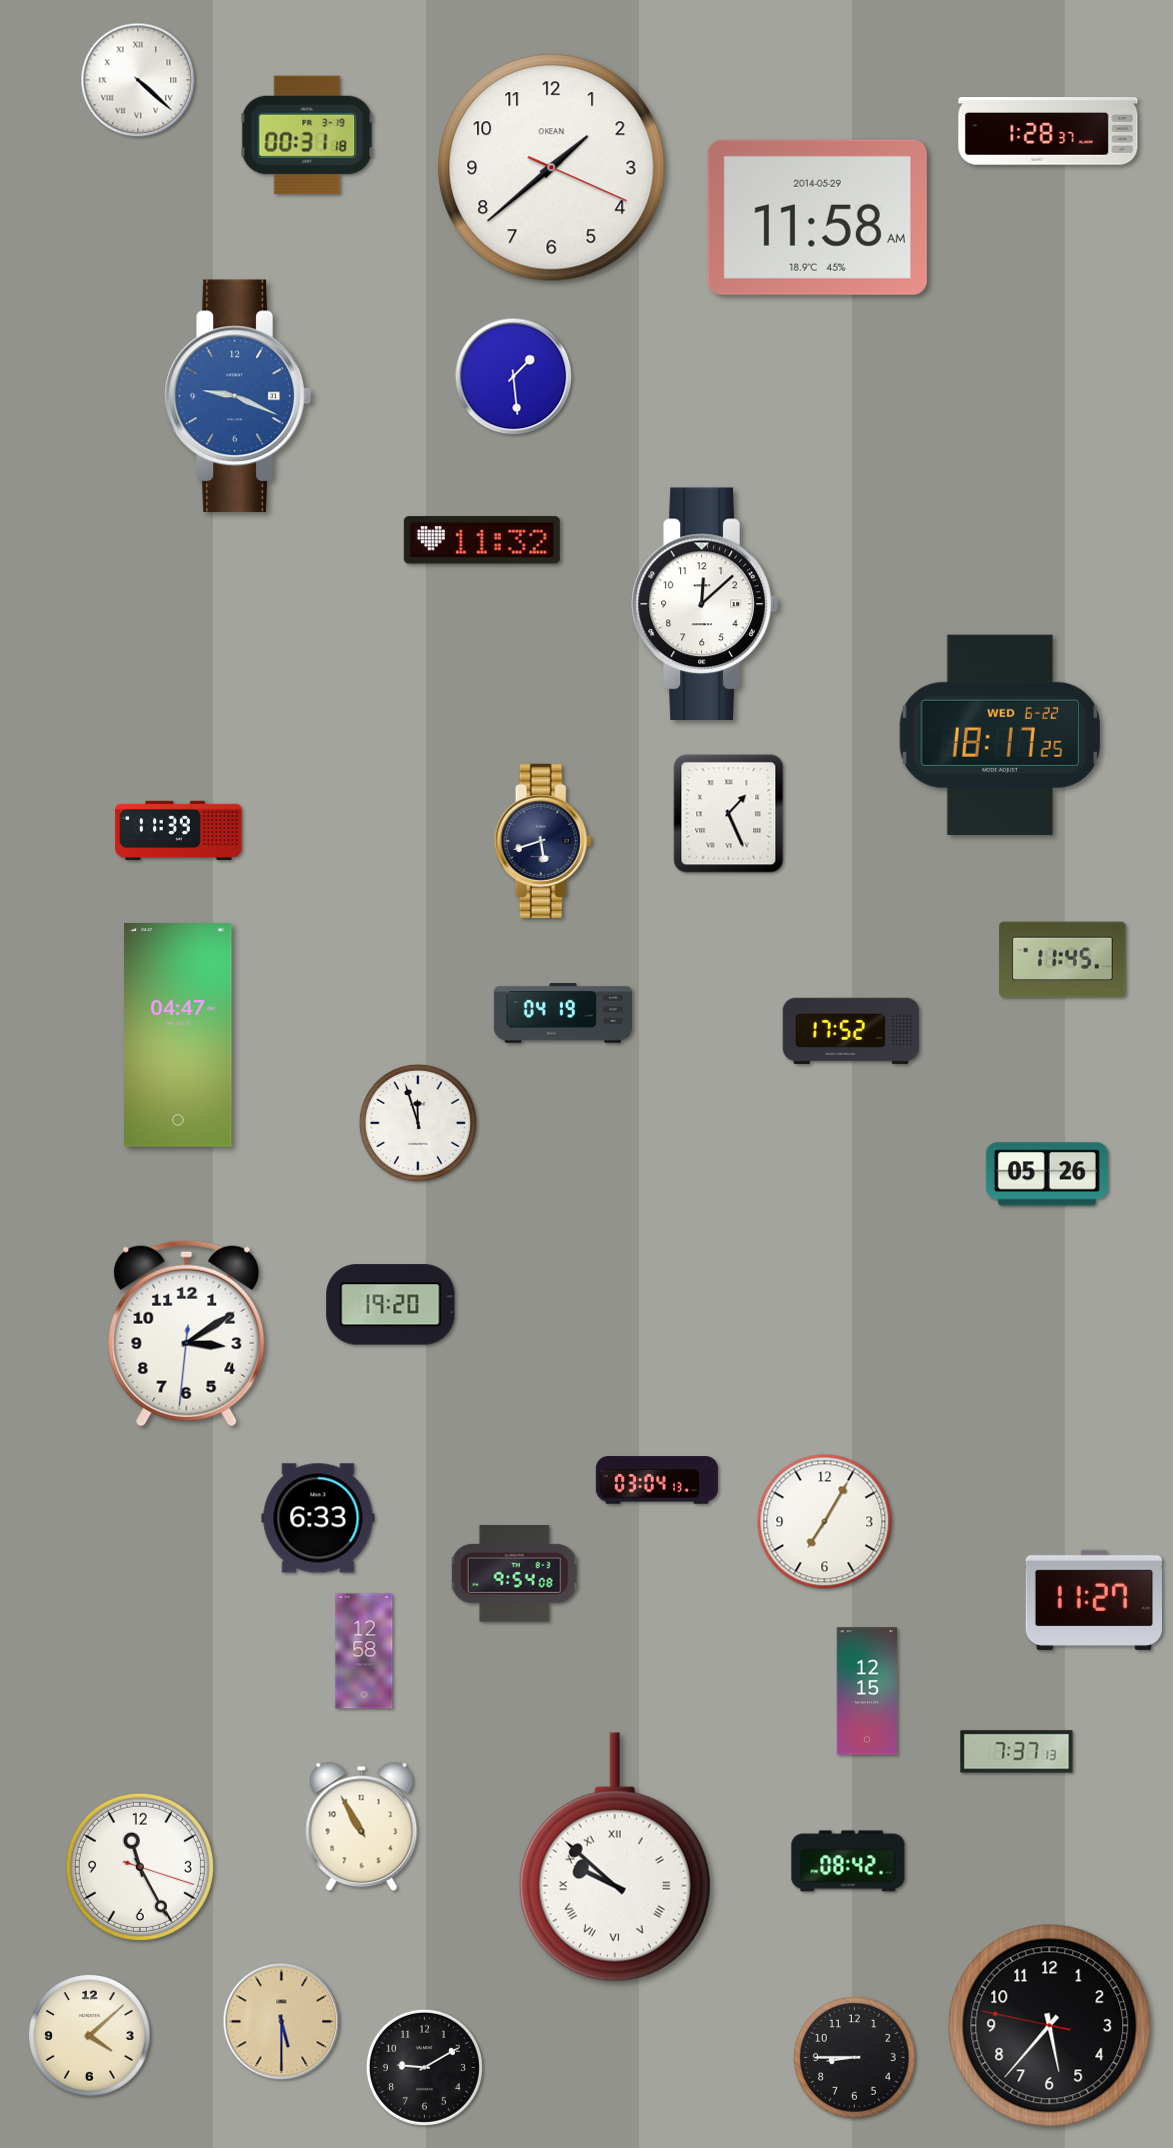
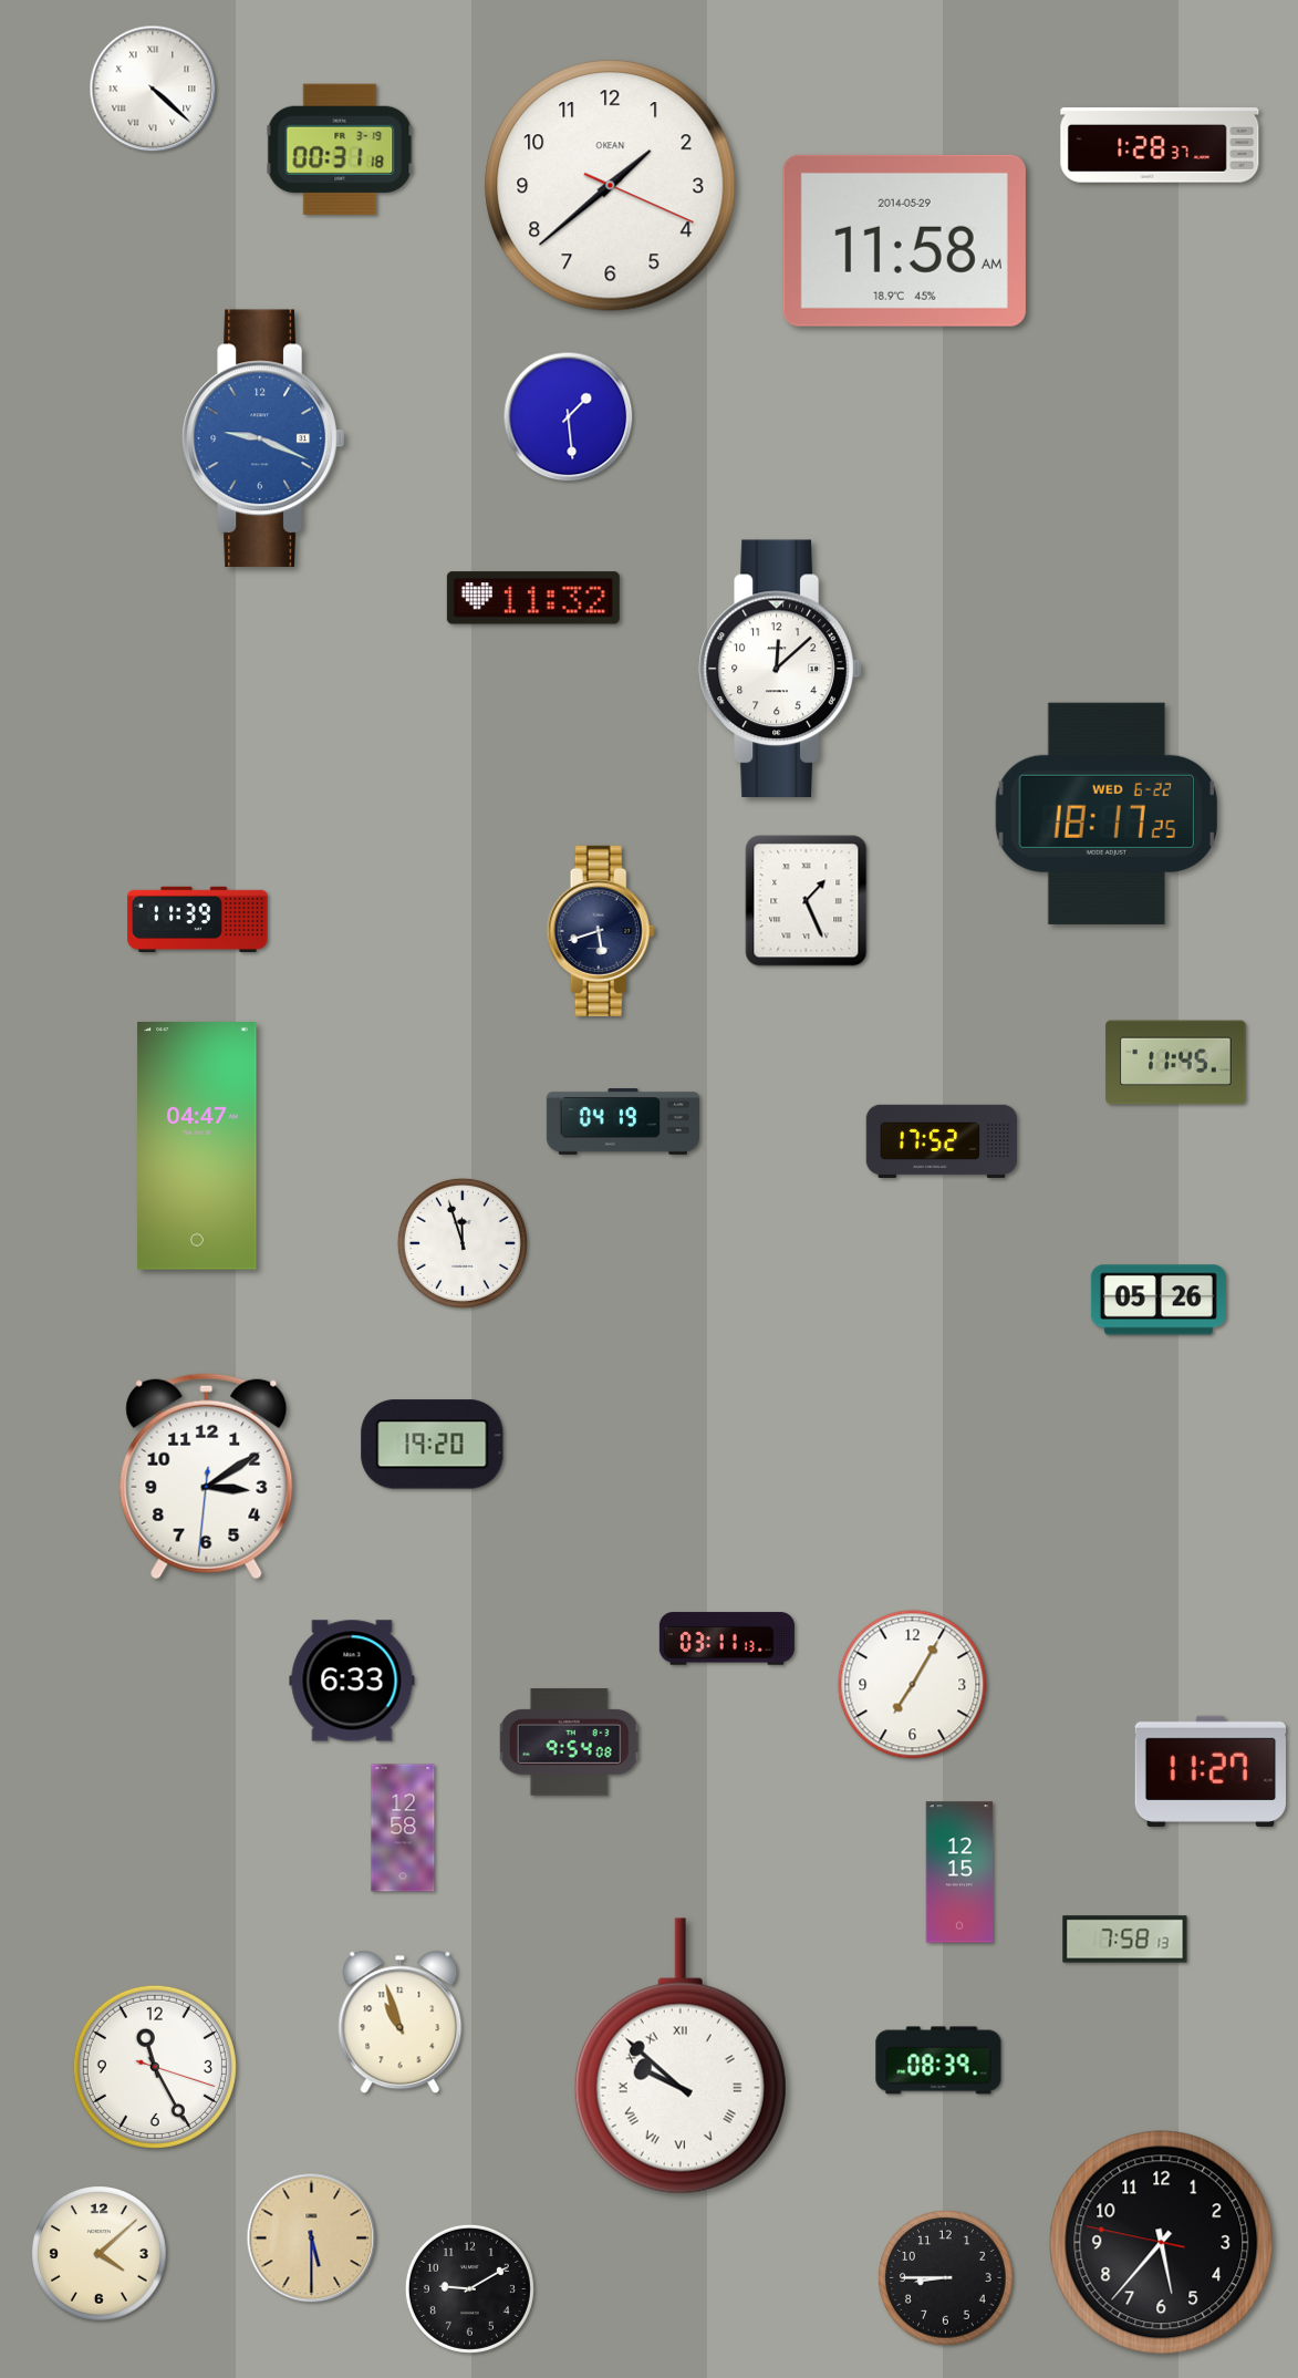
clock at (657, 1480): 03:04 -> 03:11
clock at (1017, 1752): 7:37 -> 7:58
clock at (362, 1827): 10:55 -> 10:57
clock at (848, 1861): 08:42 -> 08:39
